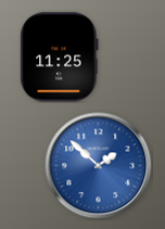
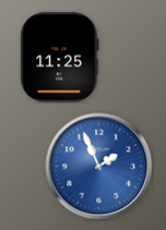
clock at (99, 166): 1:52 -> 1:56
